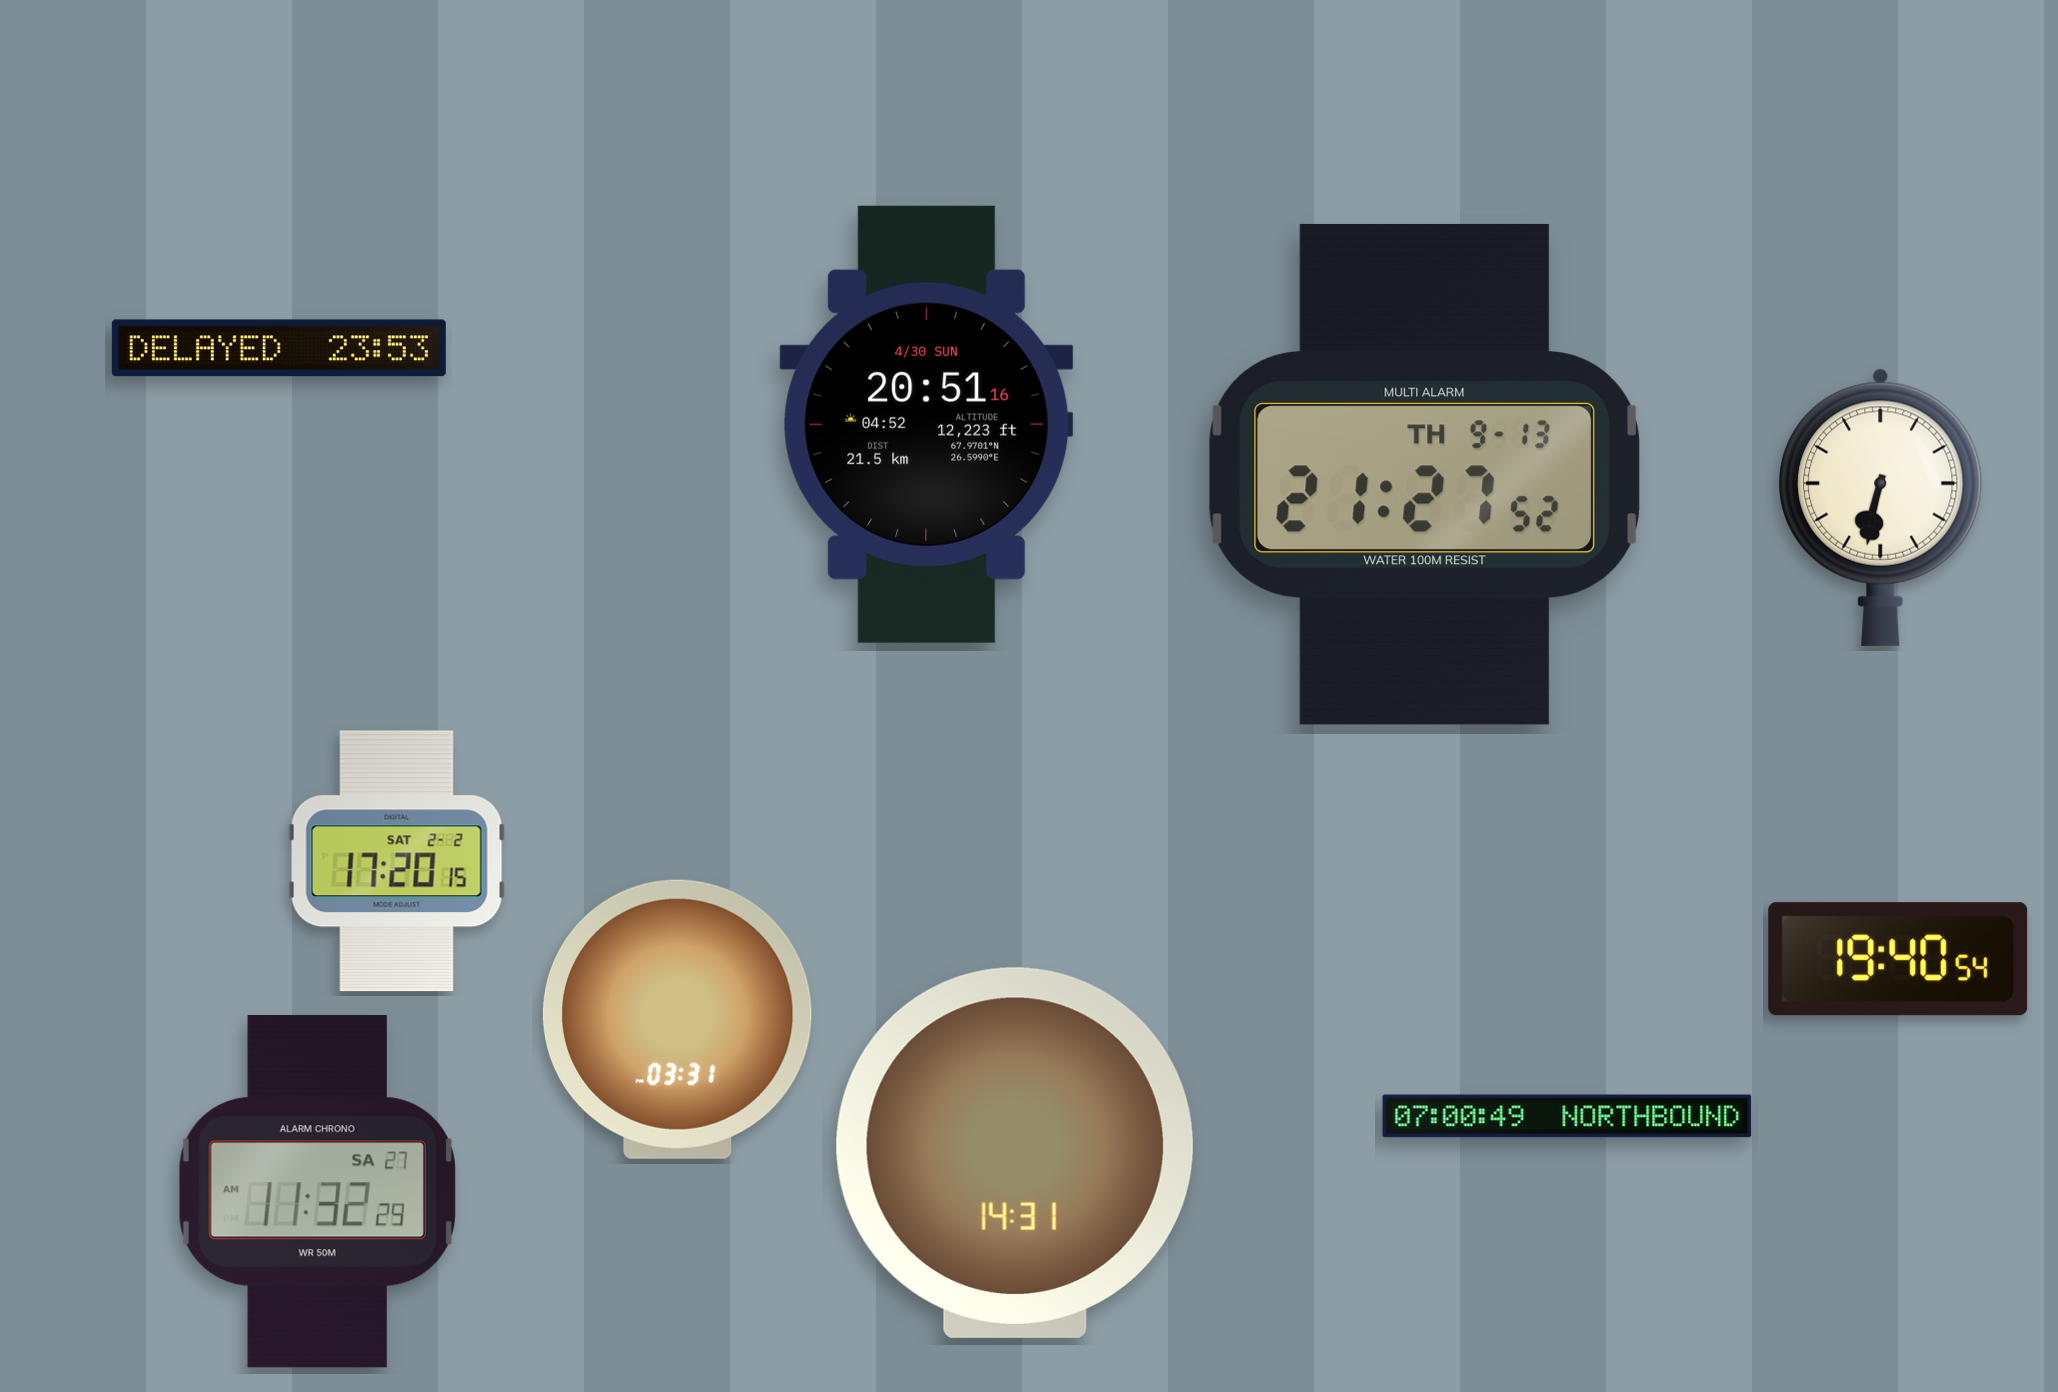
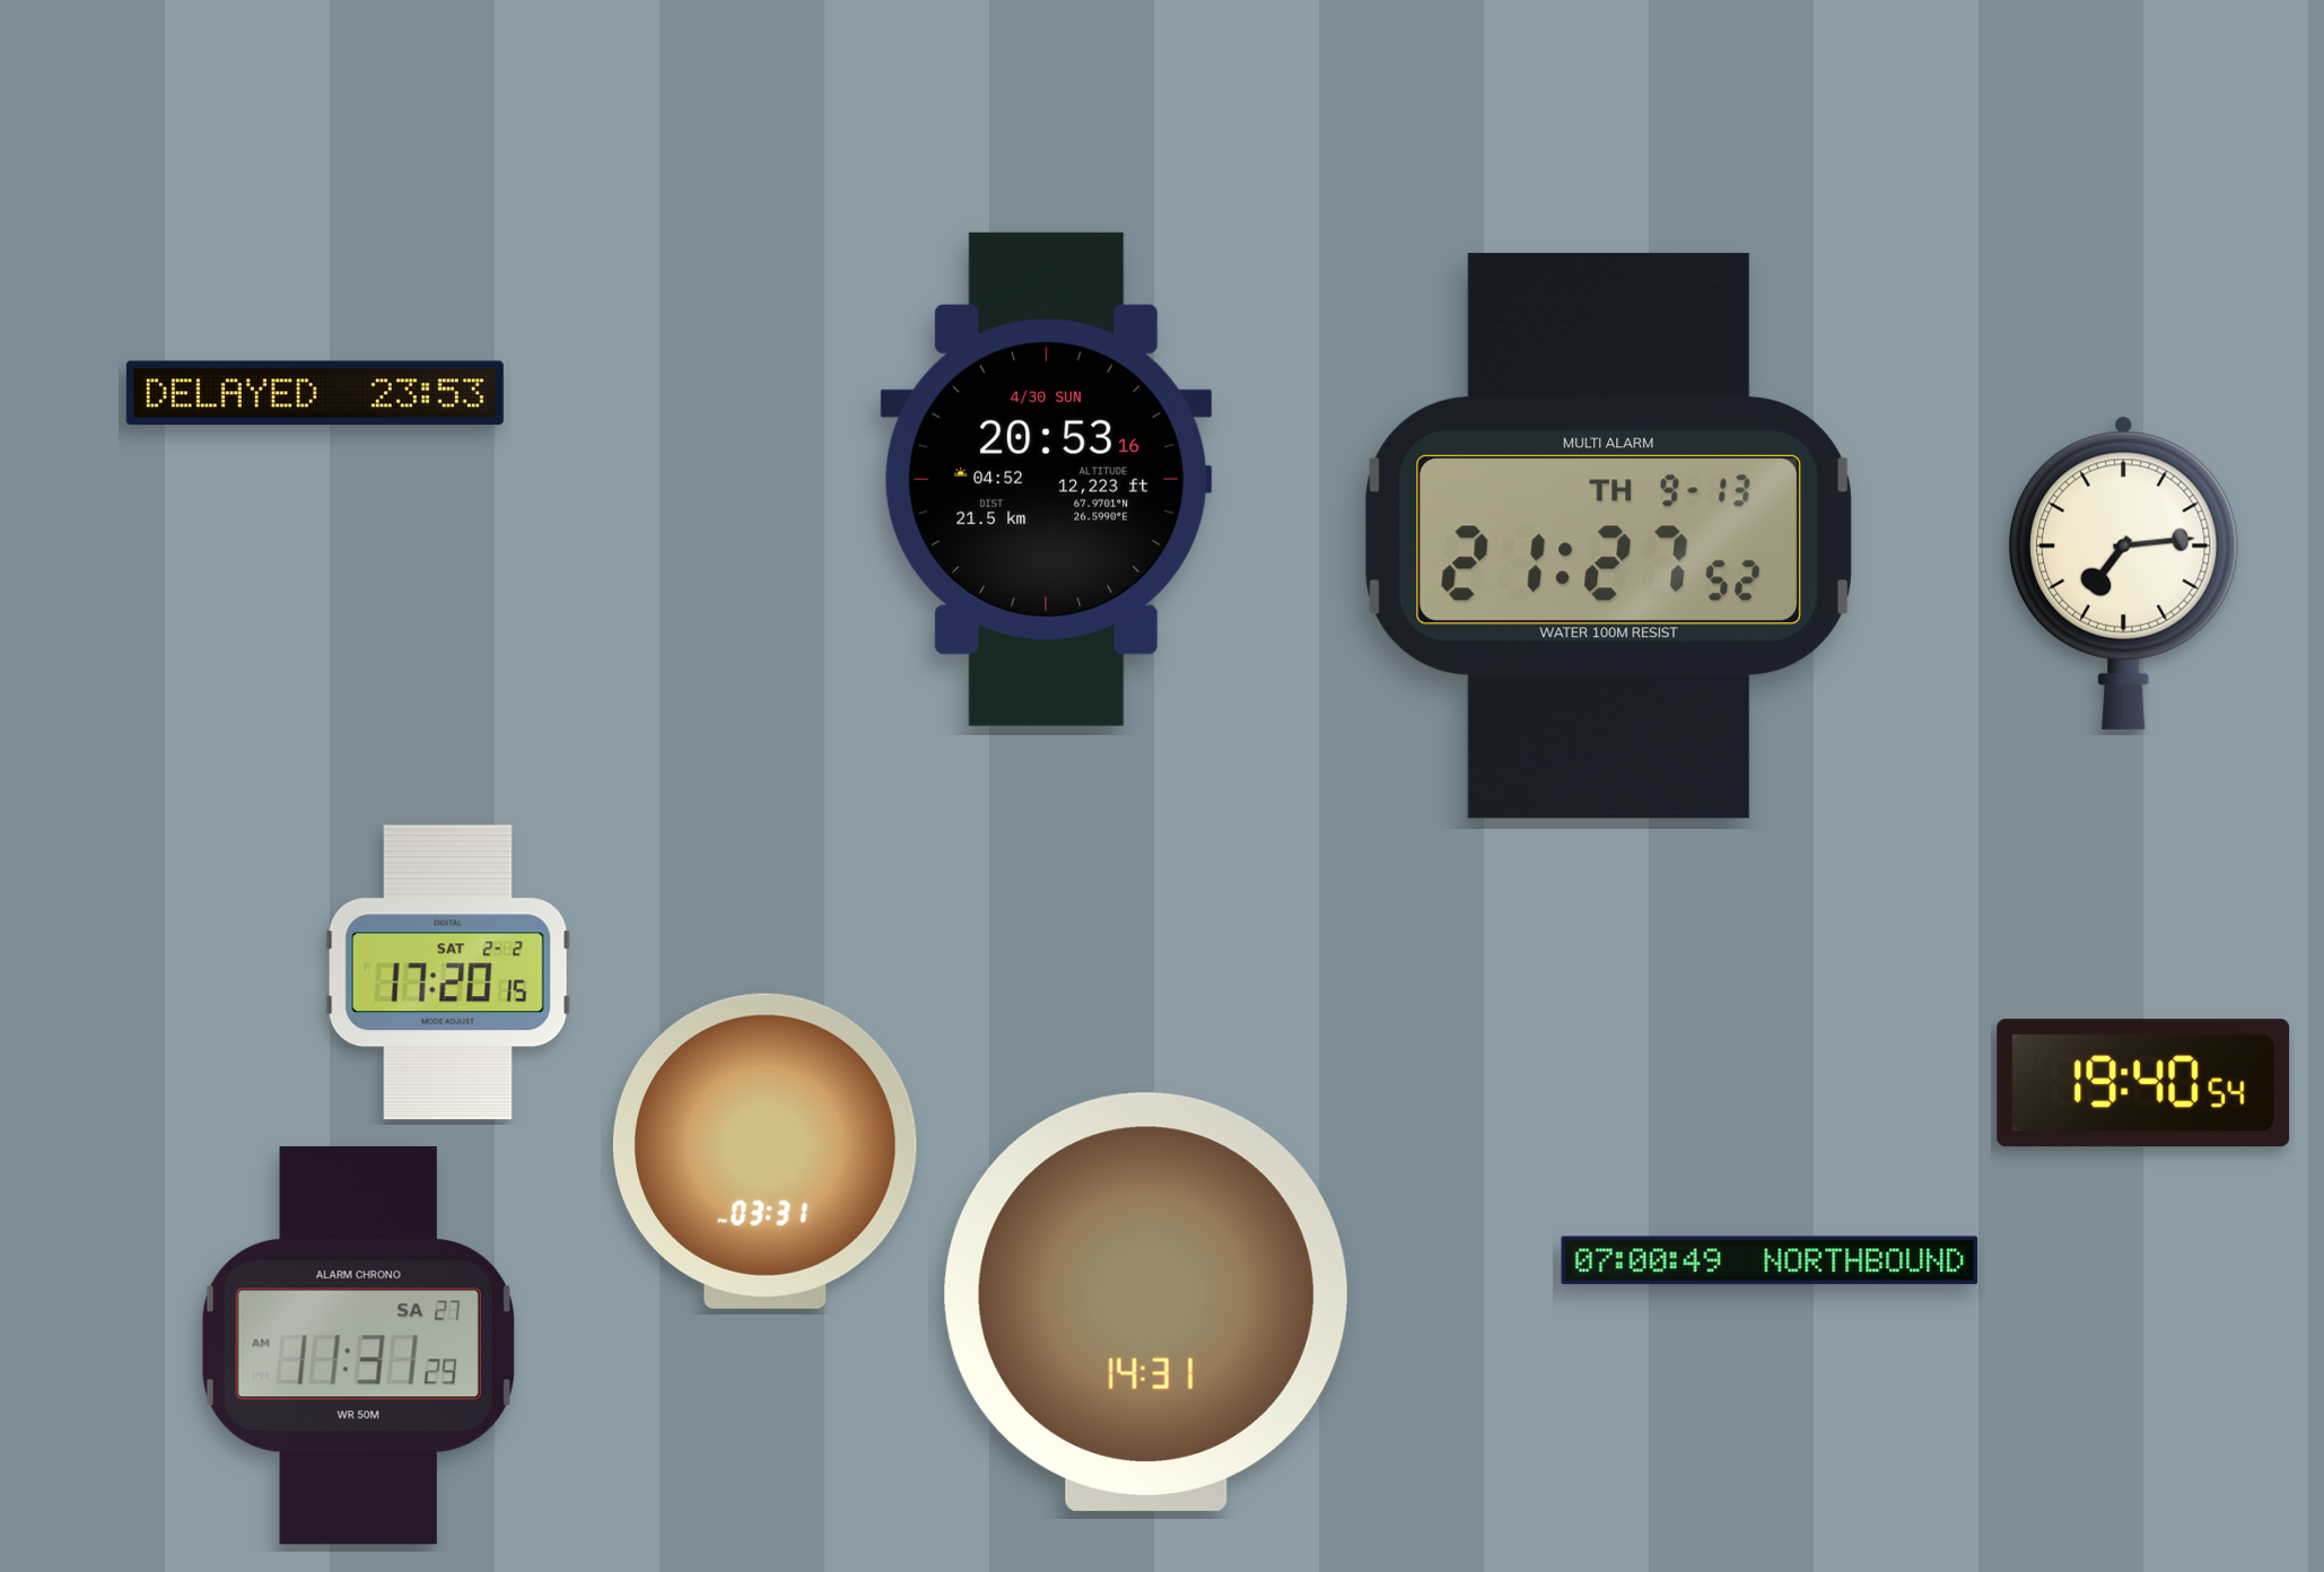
clock at (927, 424): 20:51 -> 20:53
clock at (1881, 507): 6:32 -> 7:14
clock at (317, 1192): 11:32 -> 11:31
